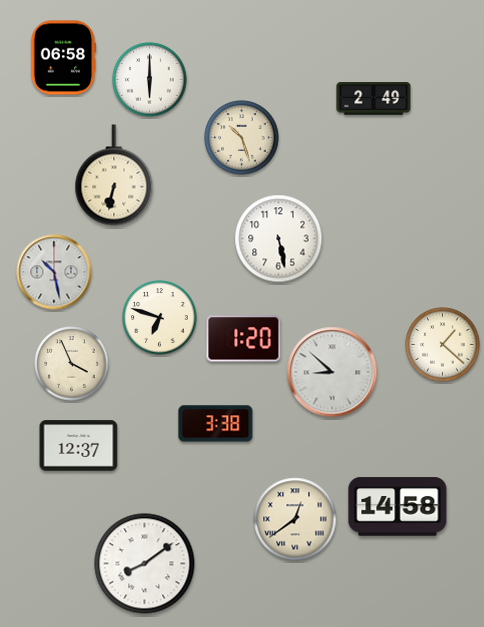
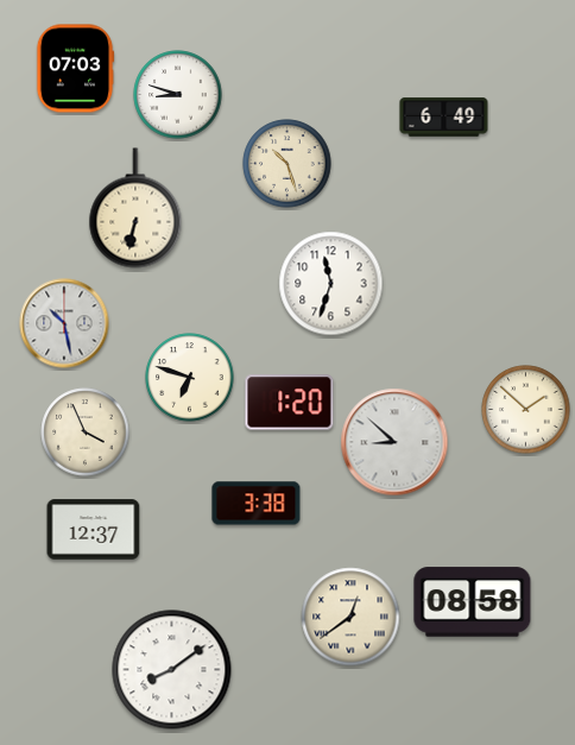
clock at (63, 58): 06:58 -> 07:03
clock at (150, 80): 6:00 -> 8:48
clock at (374, 99): 2:49 -> 6:49
clock at (279, 239): 5:28 -> 11:33
clock at (443, 345): 1:22 -> 1:52
clock at (398, 507): 14:58 -> 08:58
